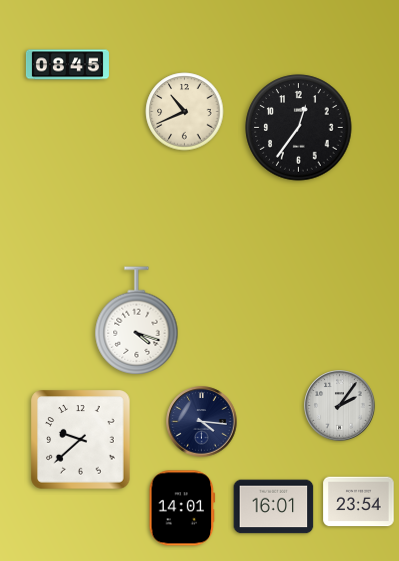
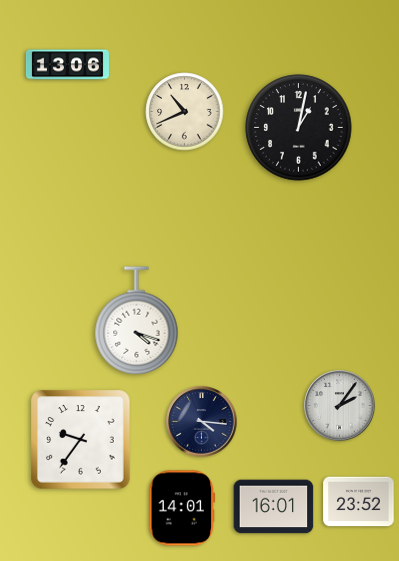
clock at (67, 65): 08:45 -> 13:06
clock at (299, 128): 12:36 -> 1:02
clock at (81, 440): 9:38 -> 9:36
clock at (359, 502): 23:54 -> 23:52
